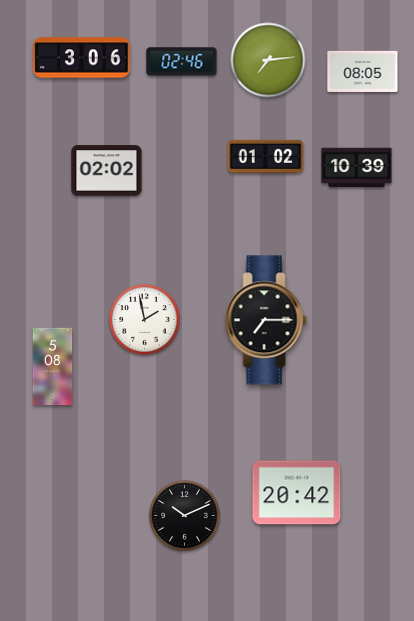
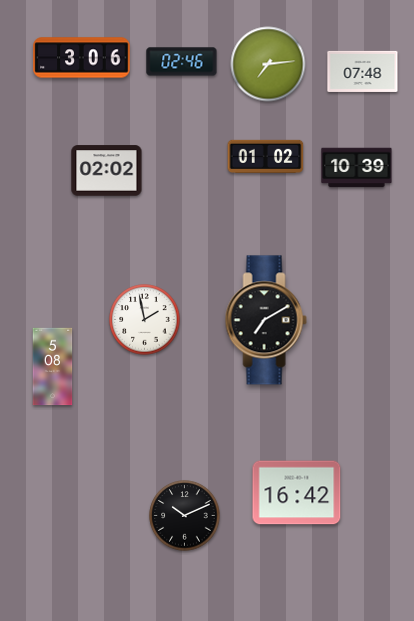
clock at (268, 60) position: (268, 60) -> (268, 64)
clock at (363, 71): 08:05 -> 07:48
clock at (266, 320): 7:15 -> 7:10
clock at (297, 493): 20:42 -> 16:42
